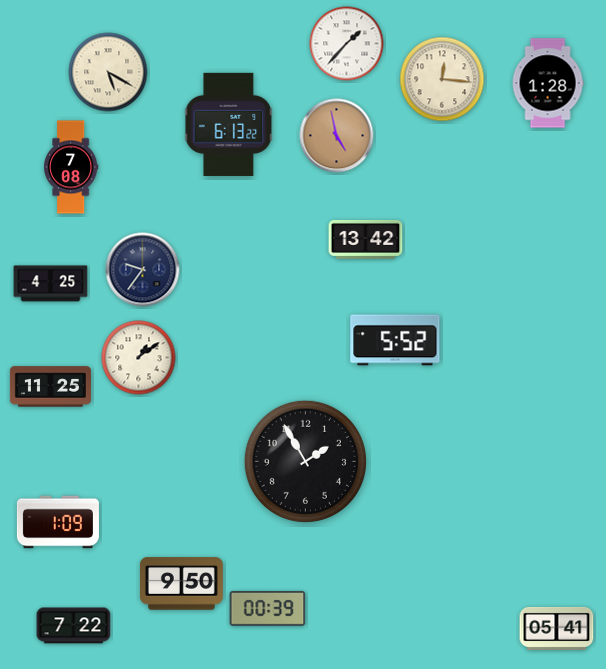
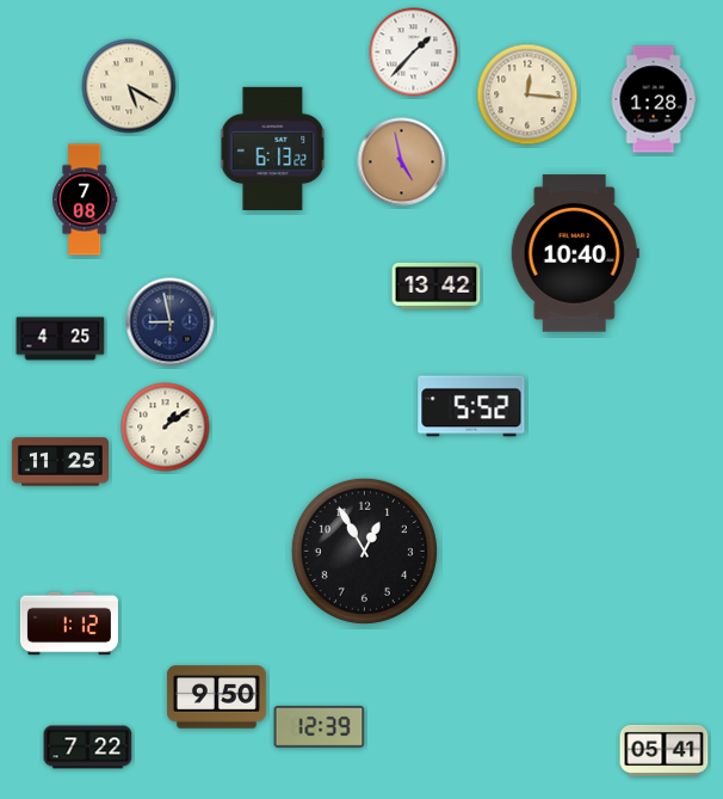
clock at (575, 253): none -> 10:40
clock at (143, 270): 9:36 -> 8:58
clock at (305, 461): 1:55 -> 12:55
clock at (58, 522): 1:09 -> 1:12
clock at (268, 608): 00:39 -> 12:39
